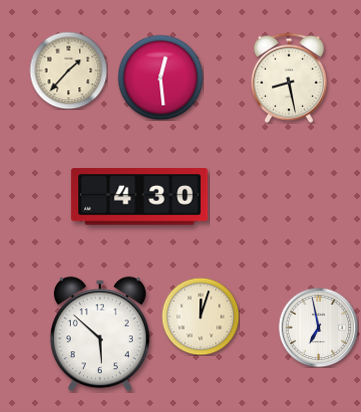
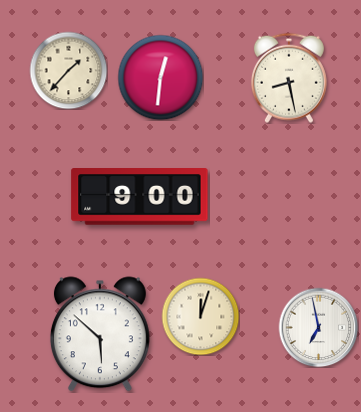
clock at (160, 77): 12:29 -> 12:31
clock at (140, 197): 4:30 -> 9:00
